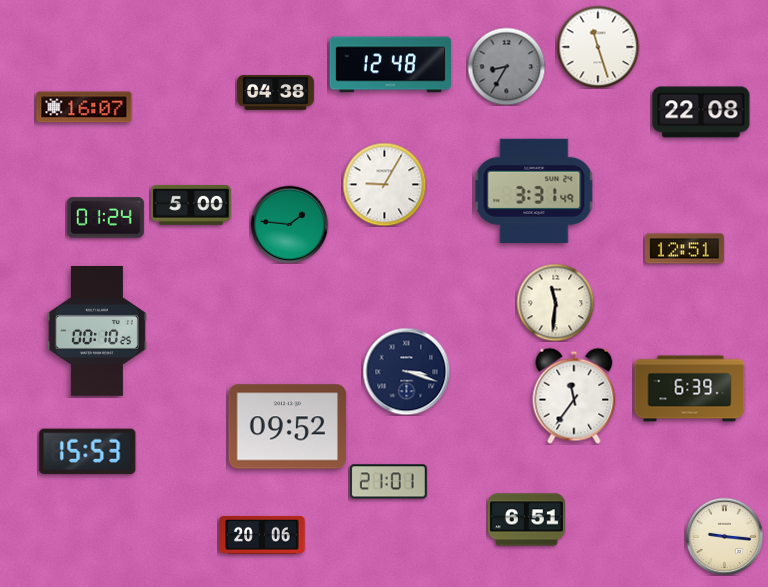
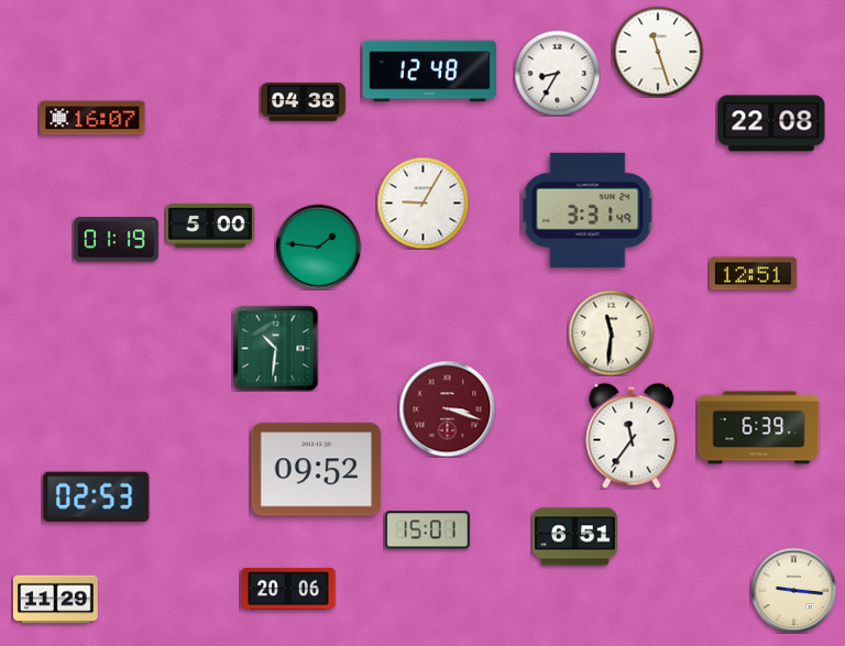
clock at (506, 66) dial: grey -> white
clock at (105, 218): 01:24 -> 01:19
clock at (275, 348): none -> 10:31
clock at (97, 331): 00:10 -> none
clock at (406, 371) dial: navy -> burgundy
clock at (88, 452): 15:53 -> 02:53
clock at (388, 482): 21:01 -> 15:01
clock at (526, 520) position: (526, 520) -> (574, 537)
clock at (724, 536) position: (724, 536) -> (793, 590)
clock at (55, 600): none -> 11:29
